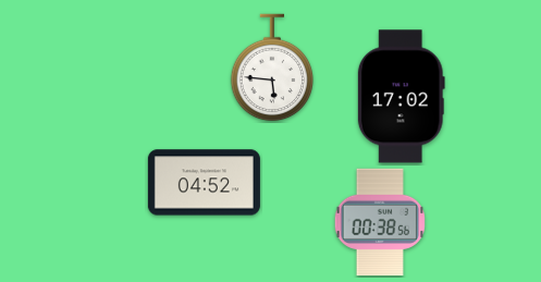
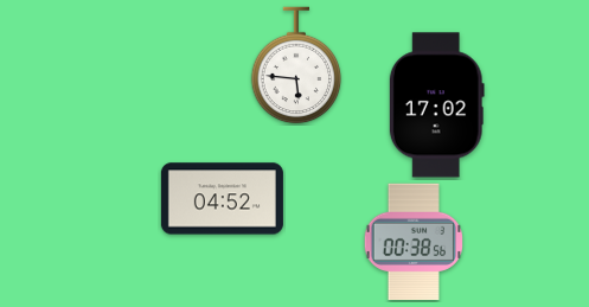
clock at (272, 68) position: (272, 68) -> (296, 65)
